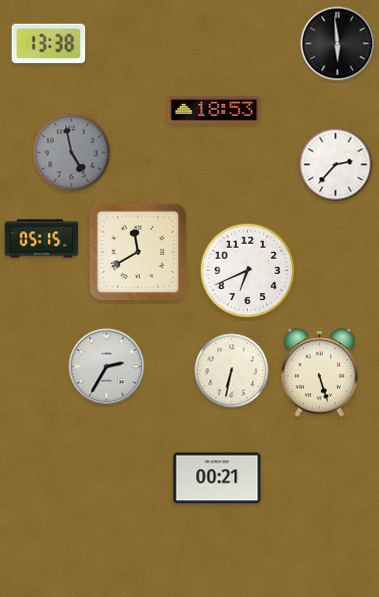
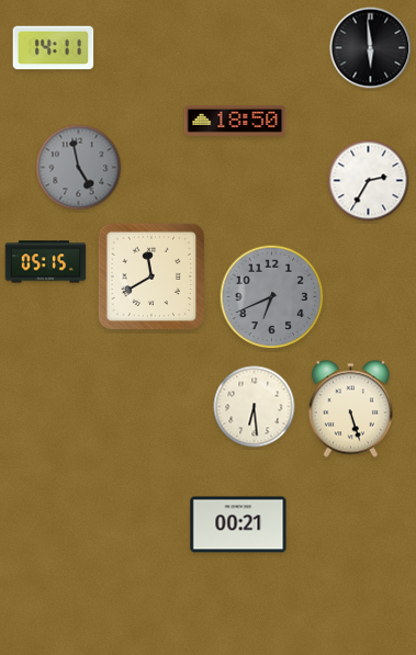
clock at (49, 44): 13:38 -> 14:11
clock at (214, 110): 18:53 -> 18:50
clock at (336, 165): 2:37 -> 2:35
clock at (248, 271) dial: white -> grey
clock at (107, 367): 2:35 -> none
clock at (232, 371): 6:32 -> 6:29
